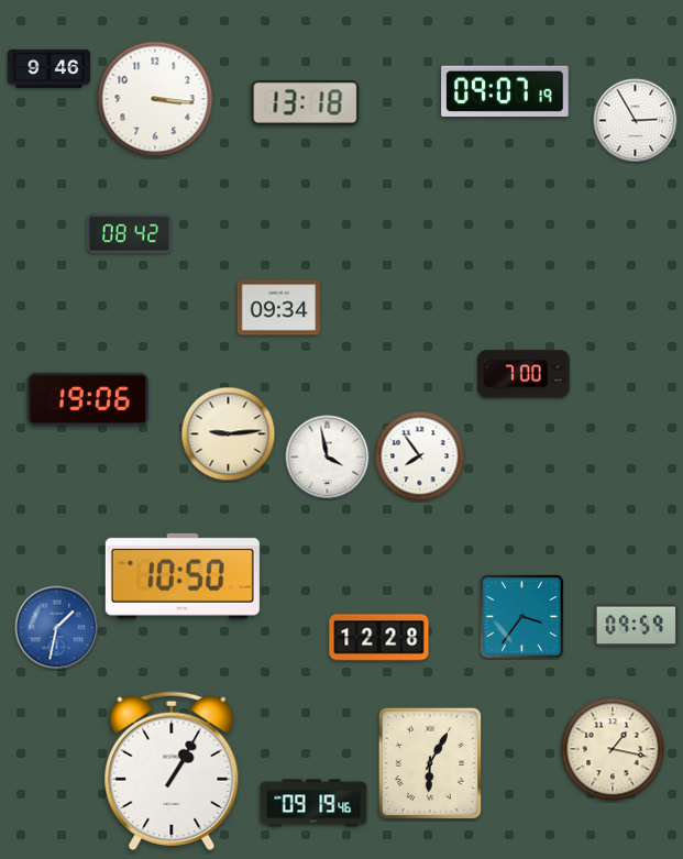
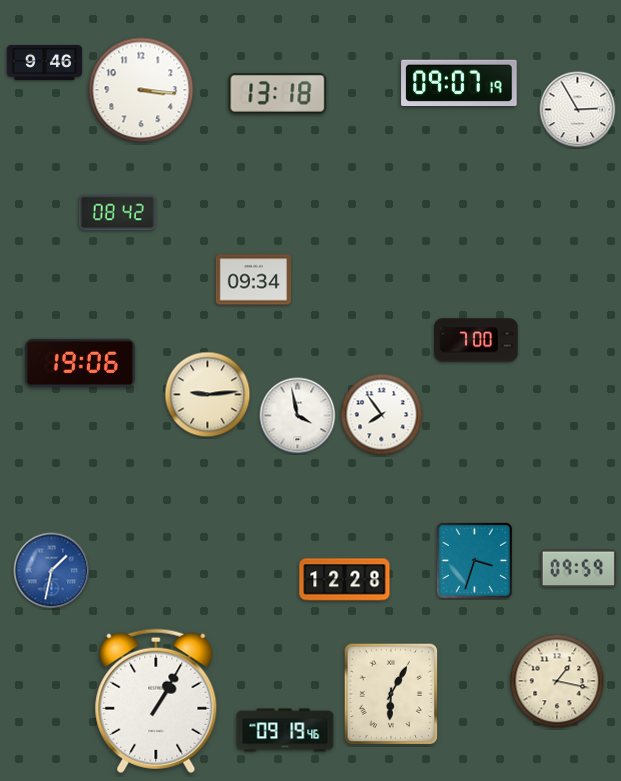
clock at (183, 576): 10:50 -> none
clock at (521, 616): 3:36 -> 3:33
